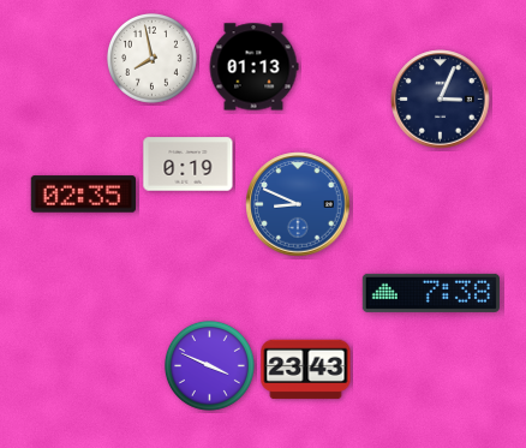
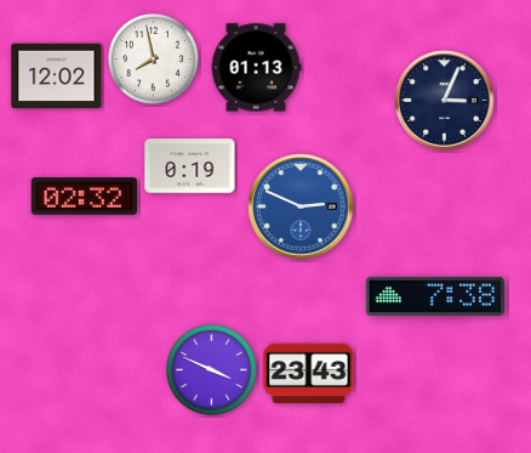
clock at (57, 77): none -> 12:02
clock at (84, 195): 02:35 -> 02:32
clock at (298, 204): 8:49 -> 2:49
